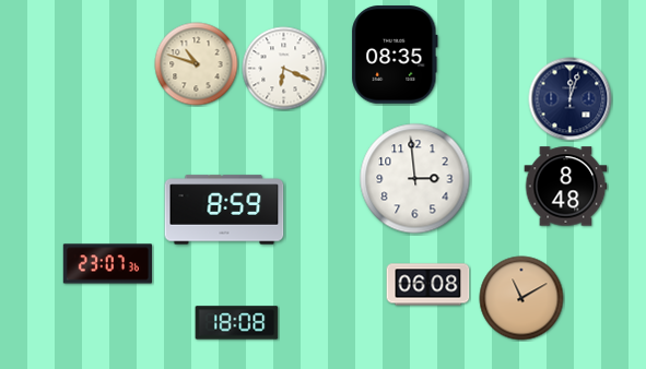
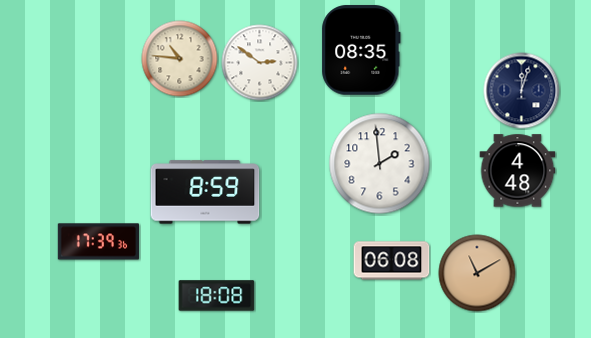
clock at (197, 64): 10:48 -> 10:46
clock at (284, 69): 6:19 -> 2:51
clock at (415, 179): 2:59 -> 1:59
clock at (566, 187): 8:48 -> 4:48
clock at (107, 264): 23:07 -> 17:39
